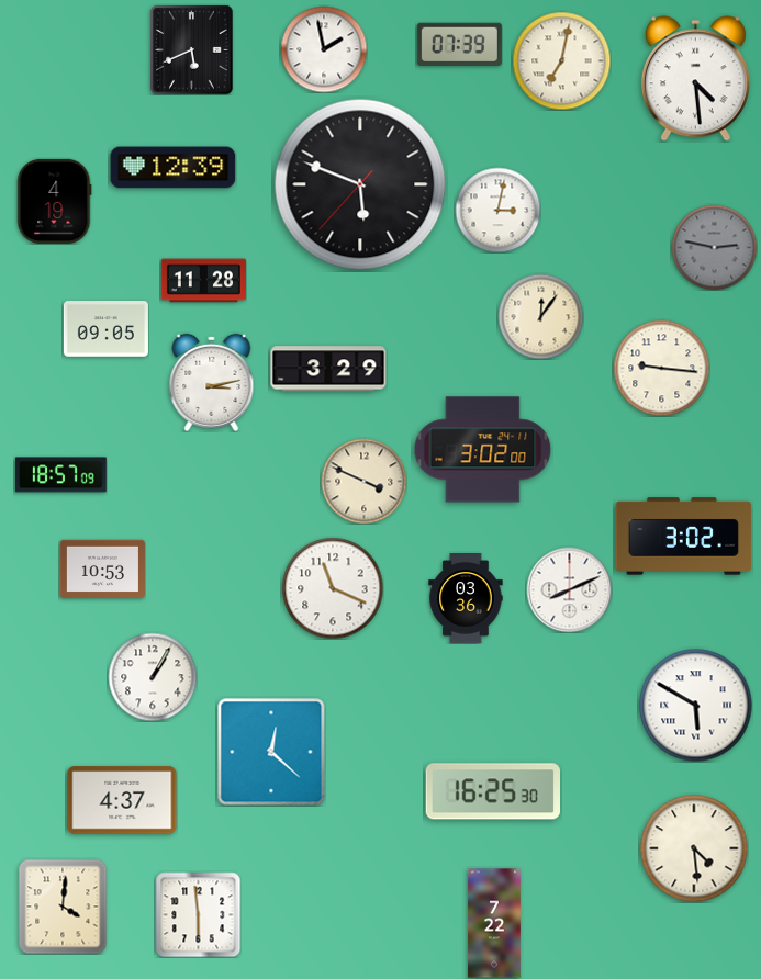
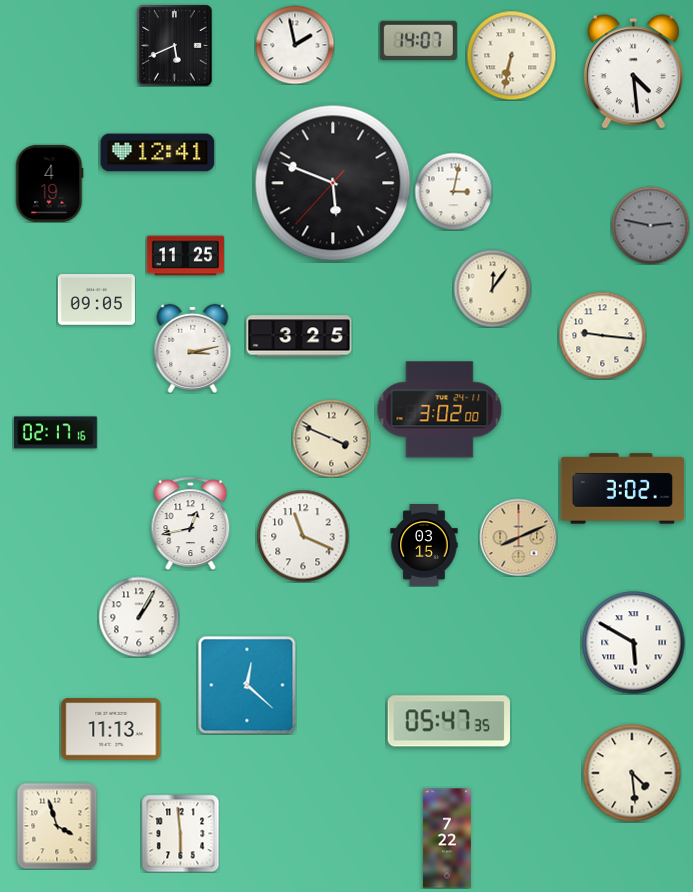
clock at (459, 45): 07:39 -> 14:07
clock at (561, 60): 7:02 -> 6:32
clock at (174, 168): 12:39 -> 12:41
clock at (360, 184) position: (360, 184) -> (333, 183)
clock at (203, 281): 11:28 -> 11:25
clock at (328, 369): 3:29 -> 3:25
clock at (60, 475): 18:57 -> 02:17
clock at (102, 570): 10:53 -> none
clock at (191, 523): none -> 12:43
clock at (569, 589) dial: white -> champagne
clock at (466, 599): 03:36 -> 03:15
clock at (493, 791): 16:25 -> 05:47
clock at (122, 800): 4:37 -> 11:13
clock at (63, 907): 4:01 -> 3:57
clock at (494, 923) position: (494, 923) -> (447, 838)
